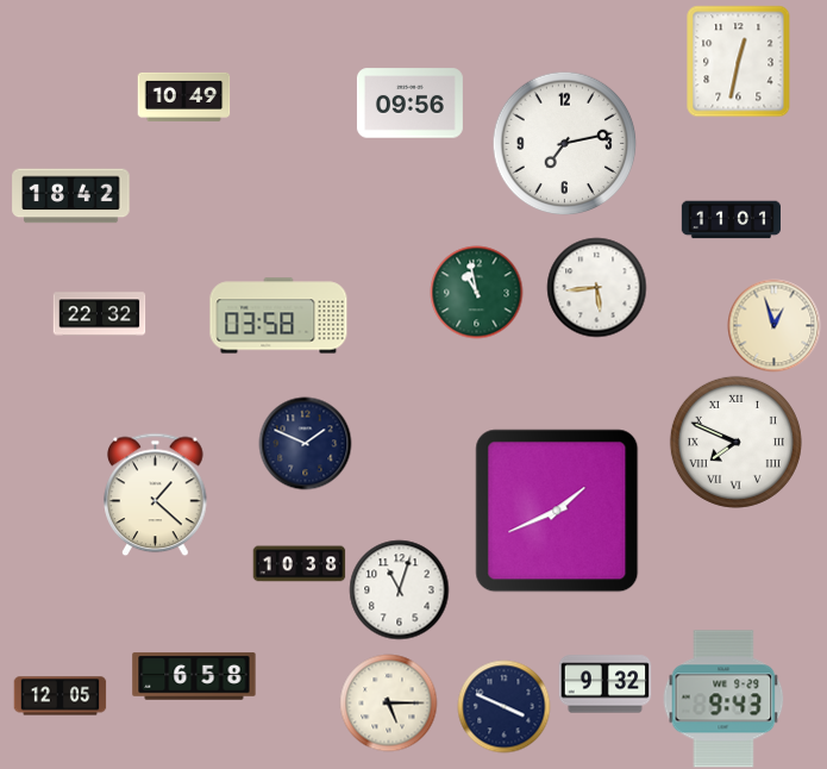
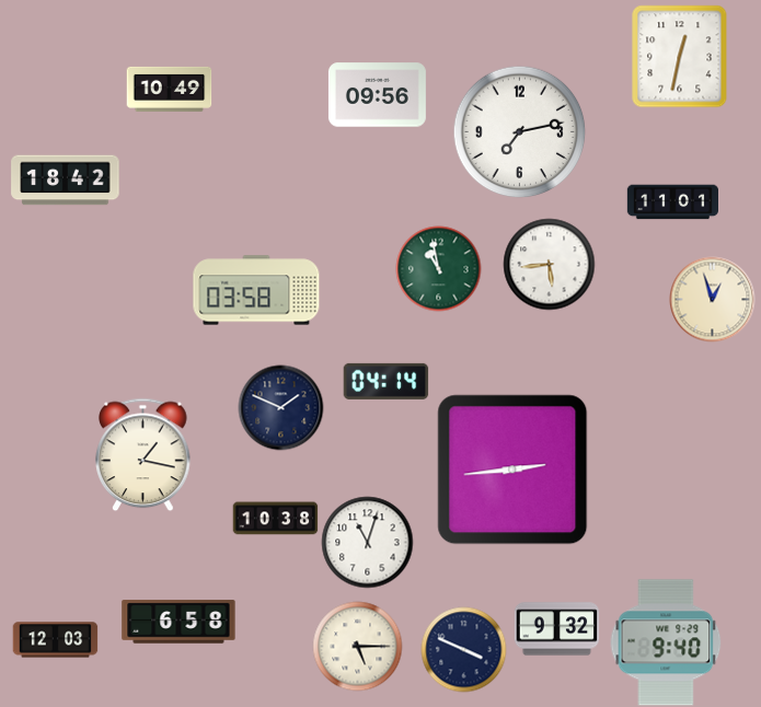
clock at (99, 314): 22:32 -> none
clock at (385, 381): none -> 04:14
clock at (735, 442): 7:49 -> none
clock at (156, 494): 1:22 -> 1:17
clock at (557, 511): 1:41 -> 2:44
clock at (59, 696): 12:05 -> 12:03
clock at (723, 699): 9:43 -> 9:40
